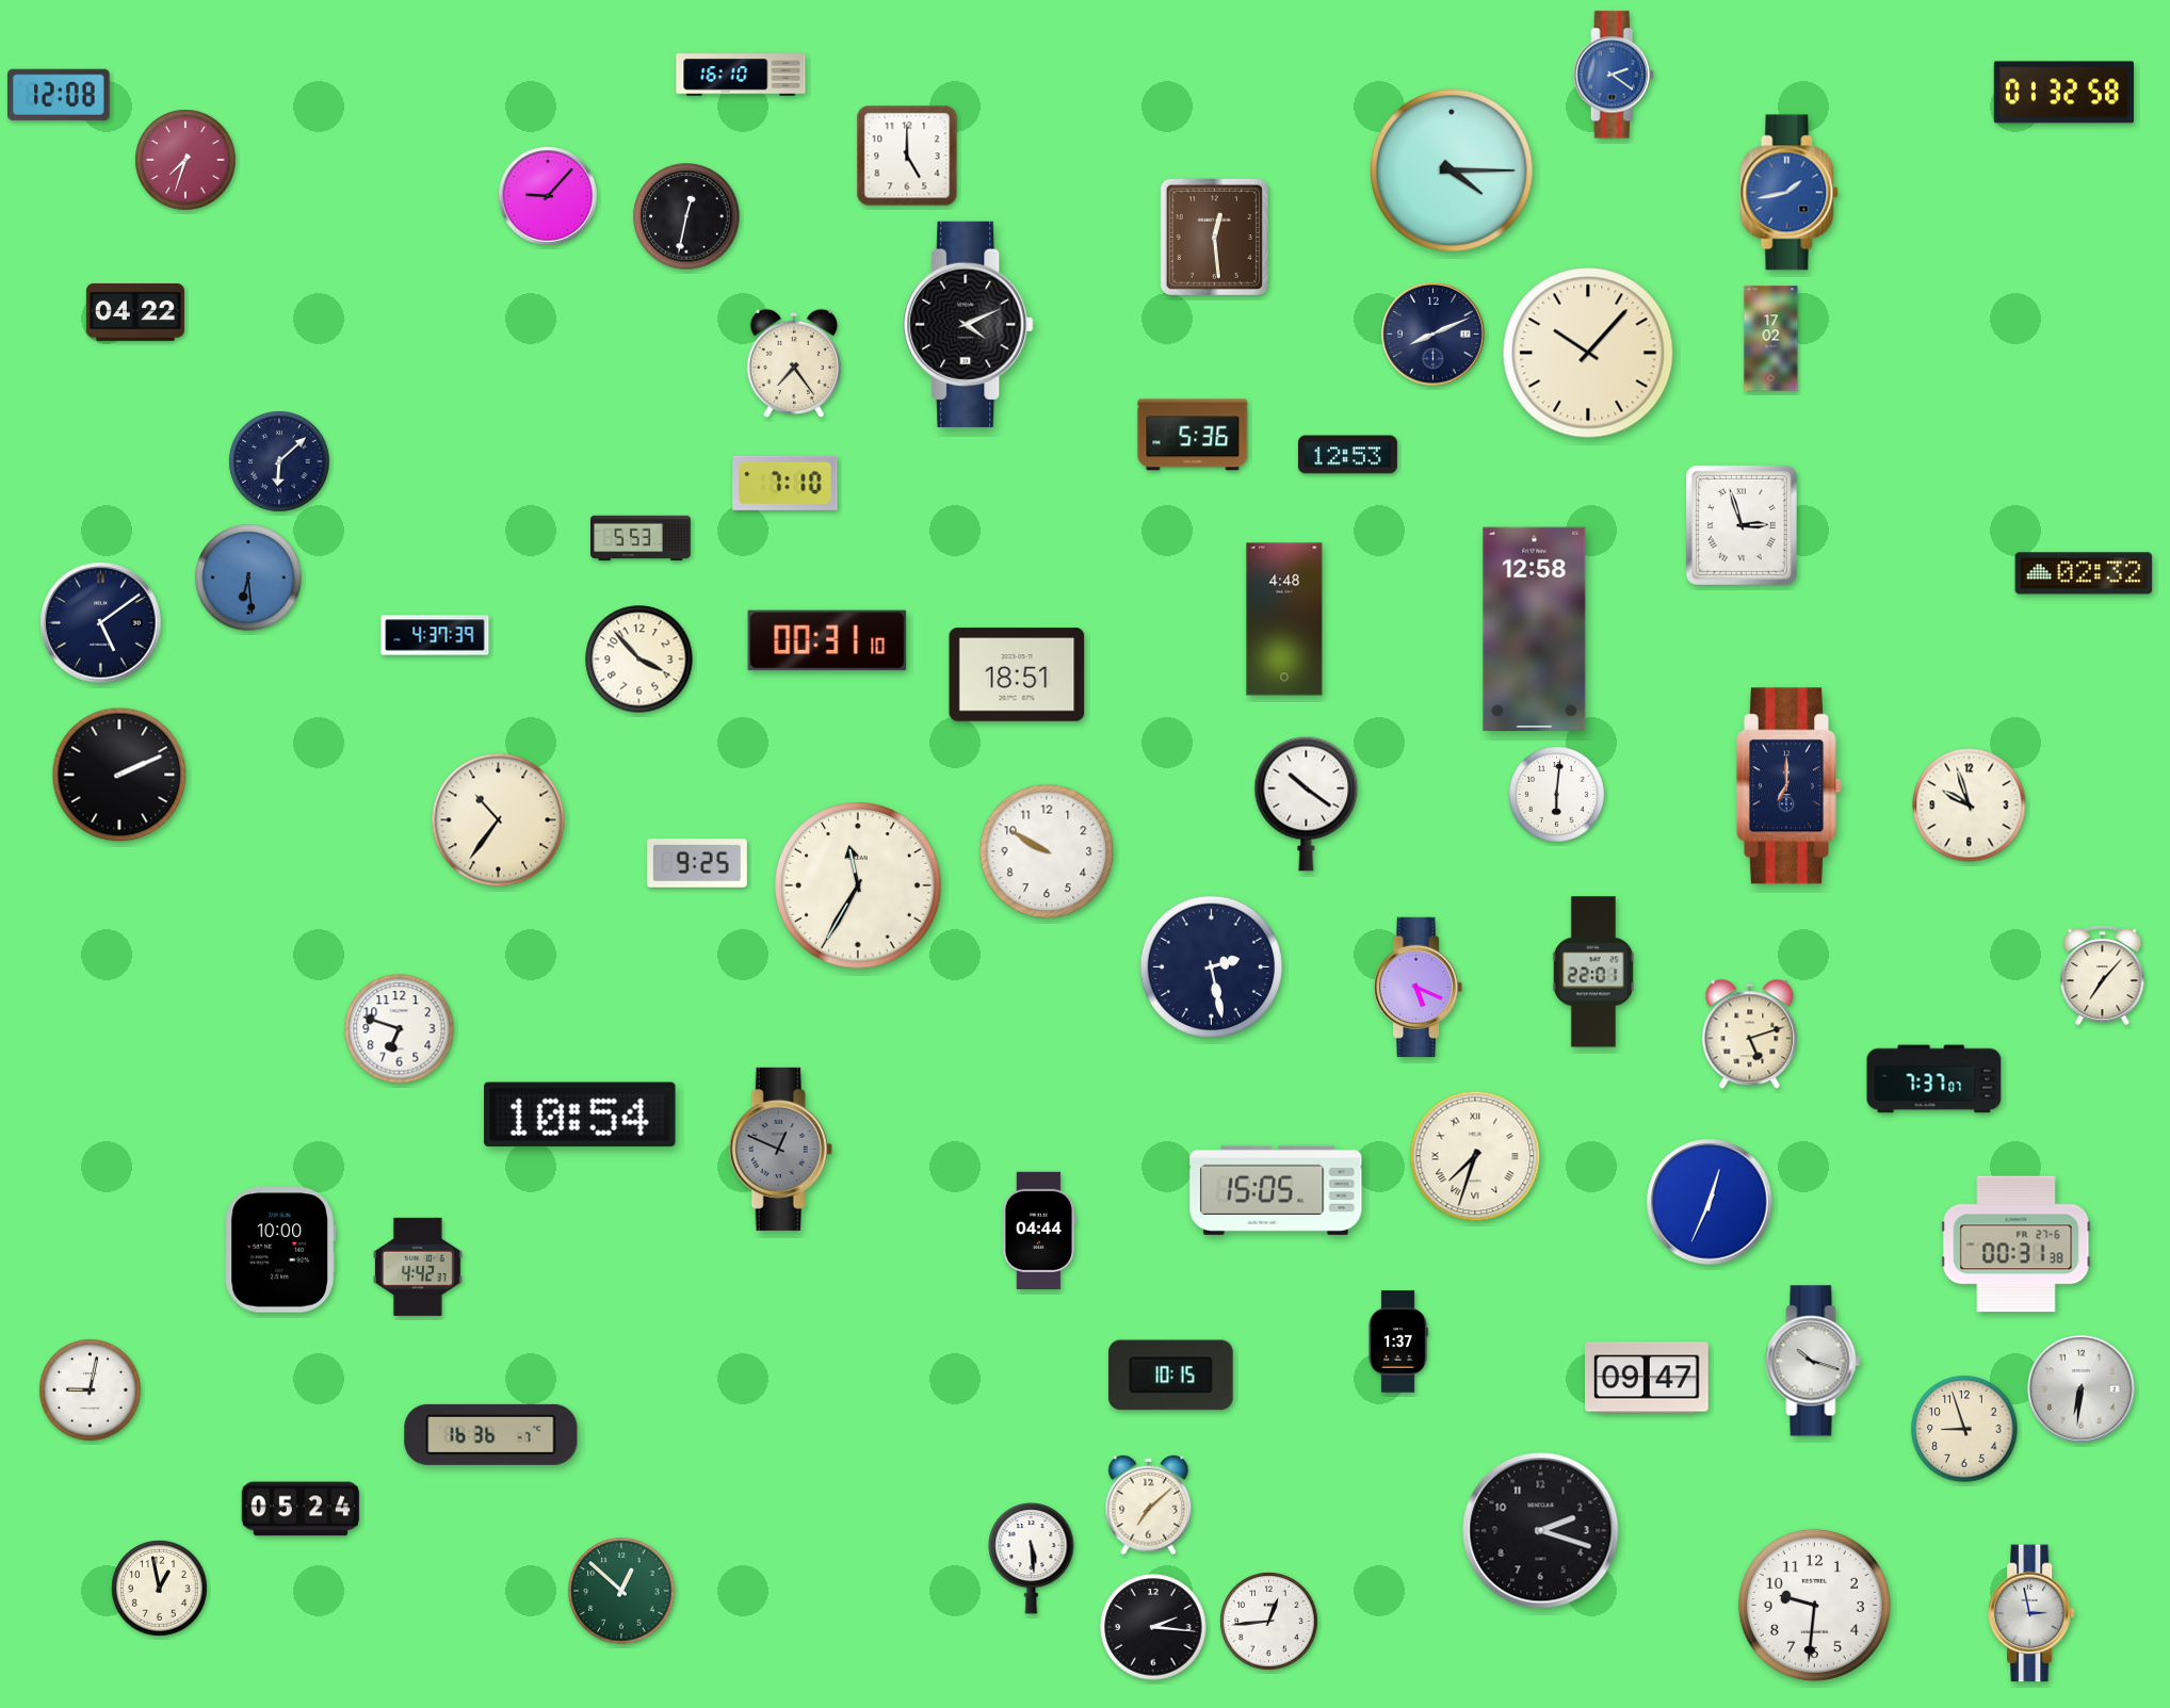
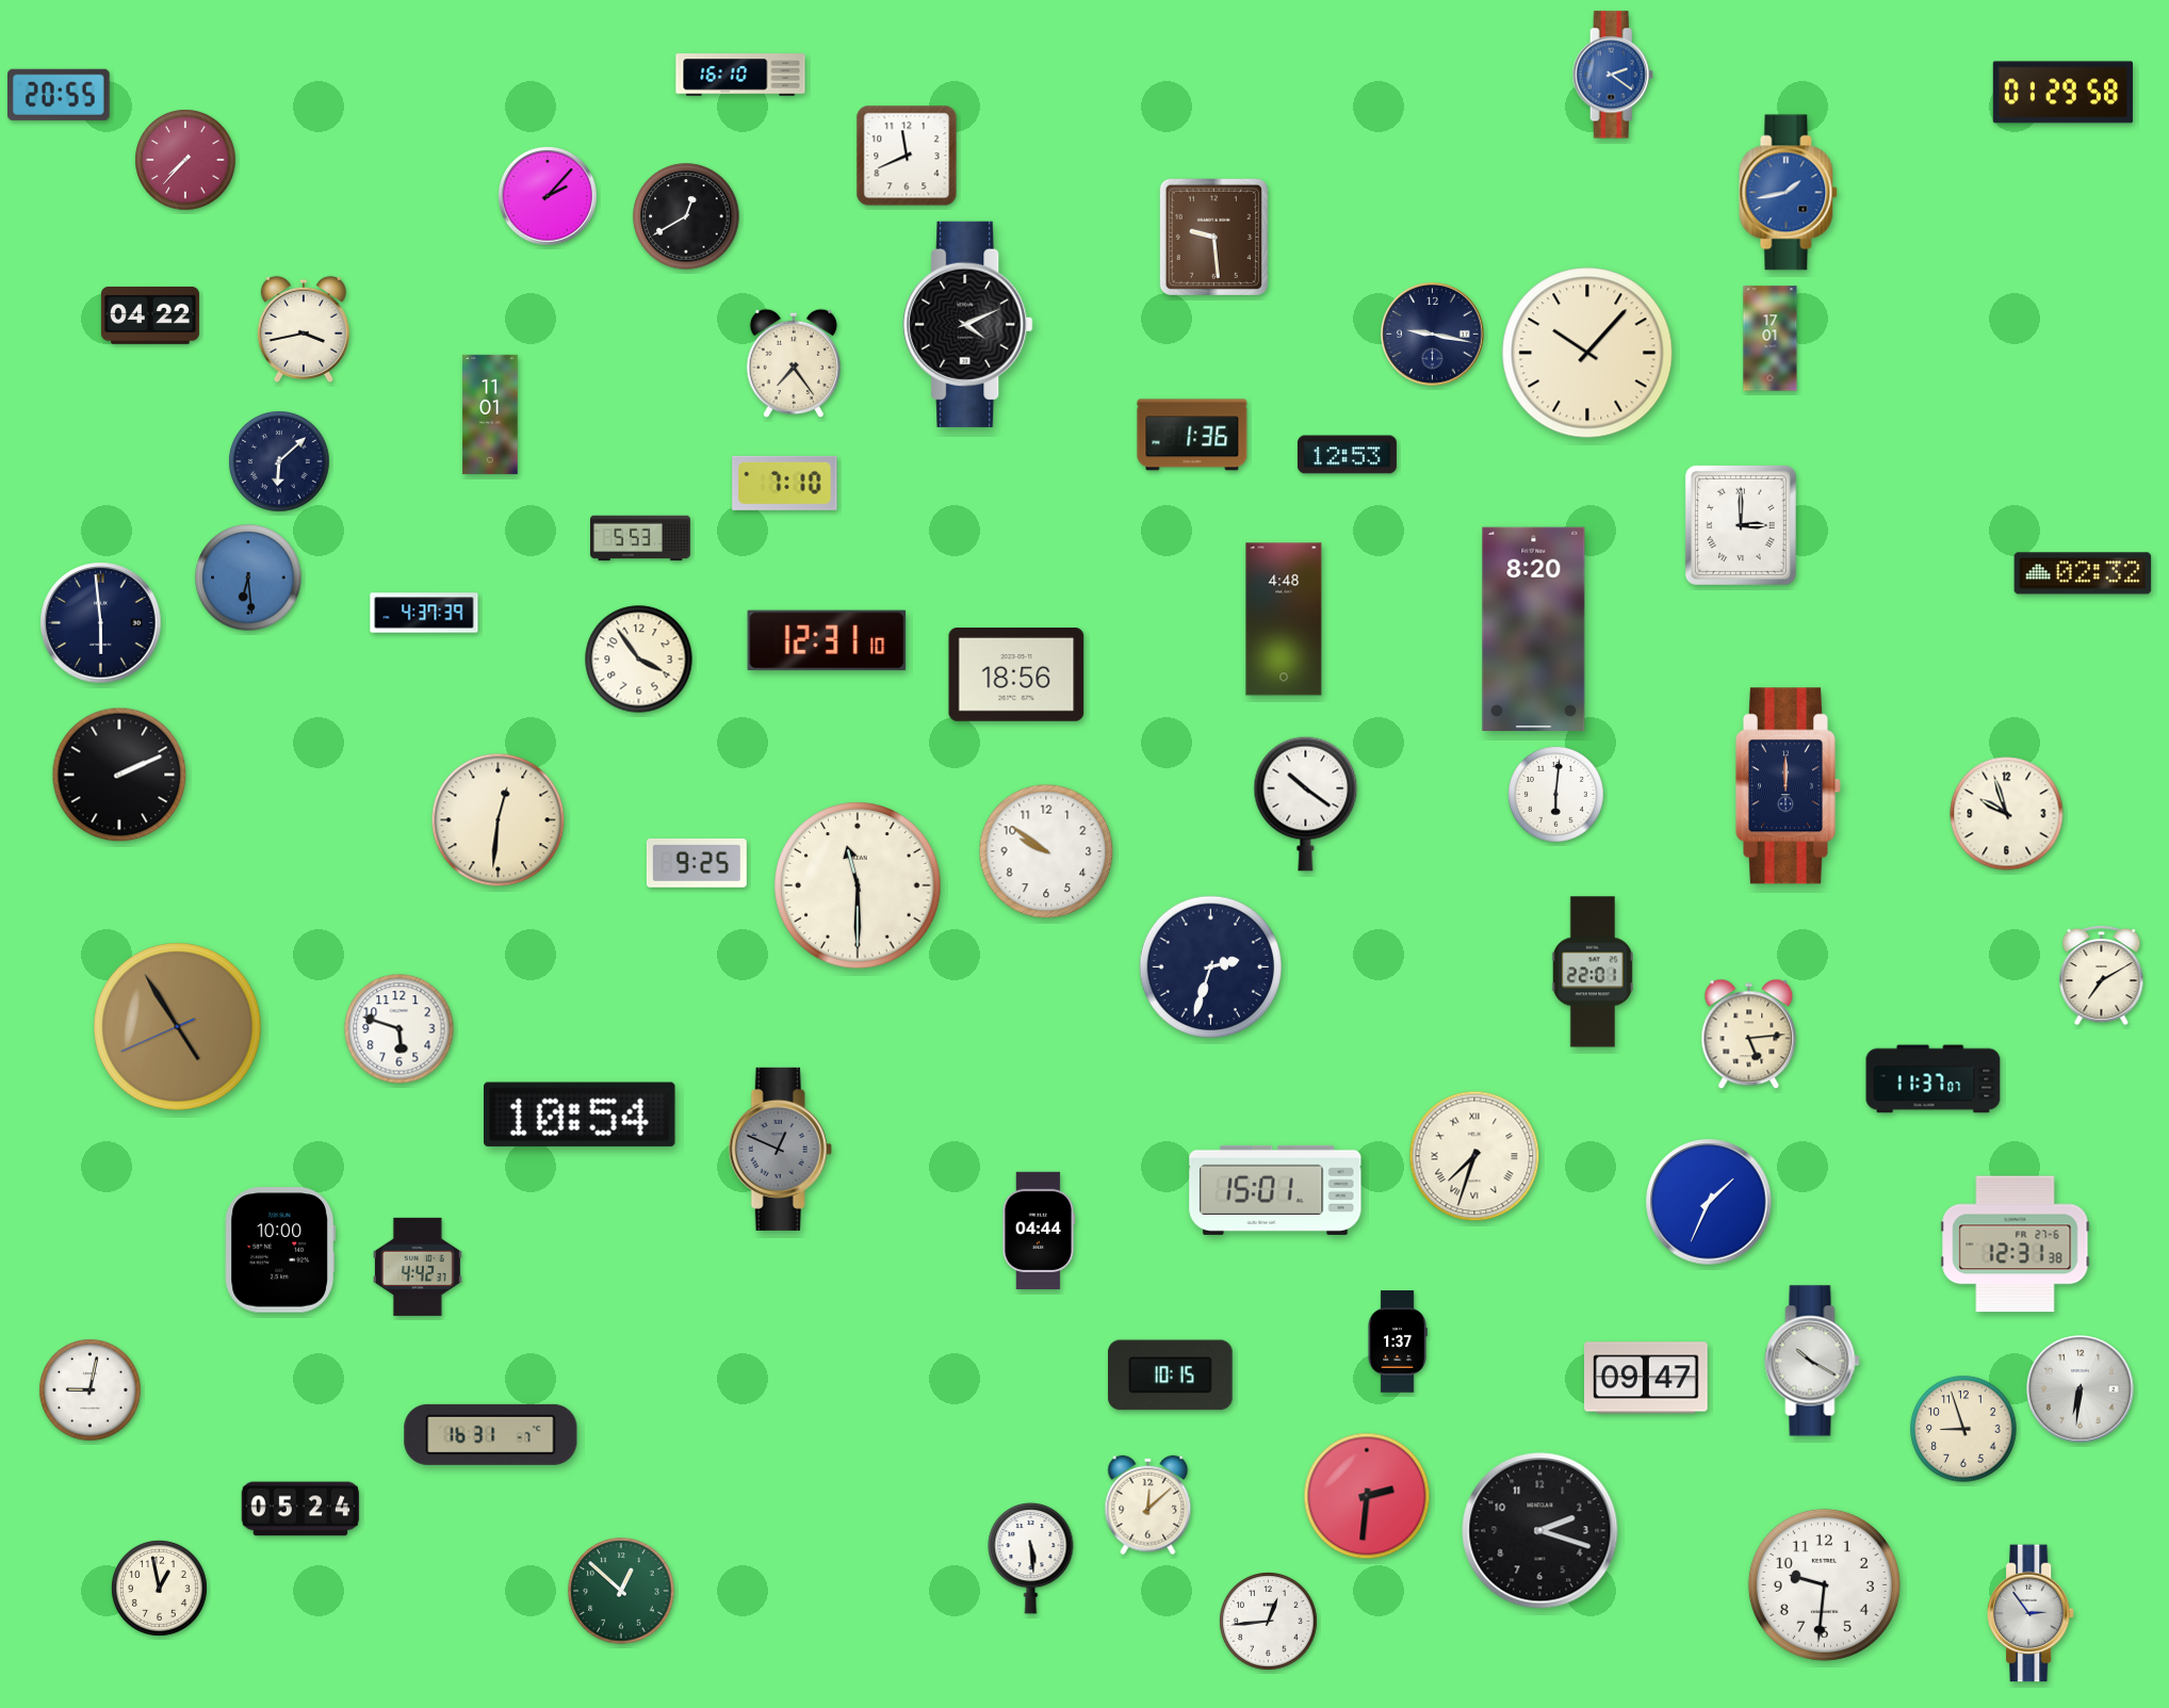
clock at (2063, 93): 01:32 -> 01:29
clock at (60, 95): 12:08 -> 20:55
clock at (907, 156): 5:00 -> 11:41
clock at (185, 160): 7:33 -> 7:37
clock at (1453, 172): 4:15 -> none
clock at (548, 196): 9:07 -> 2:07
clock at (686, 216): 12:32 -> 12:40
clock at (1214, 237): 12:29 -> 9:29
clock at (135, 312) position: (135, 312) -> (150, 315)
clock at (304, 329): none -> 3:43
clock at (1434, 335): 8:11 -> 9:17
clock at (1771, 339): 17:02 -> 17:01
clock at (490, 414): none -> 11:01
clock at (1193, 435): 5:36 -> 1:36
clock at (1742, 525): 2:57 -> 3:00
clock at (101, 623): 5:09 -> 5:59
clock at (1535, 630): 12:58 -> 8:20
clock at (435, 635) position: (435, 635) -> (424, 613)
clock at (827, 640): 00:31 -> 12:31
clock at (639, 660): 3:53 -> 3:54
clock at (1017, 676): 18:51 -> 18:56
clock at (1788, 786): 7:00 -> 12:00
clock at (1970, 806) position: (1970, 806) -> (2007, 814)
clock at (499, 820): 10:36 -> 12:31
clock at (1047, 851): 9:50 -> 9:51
clock at (858, 885): 11:35 -> 11:30
clock at (1211, 966): 2:28 -> 2:33
clock at (2103, 975): 7:07 -> 7:10
clock at (1420, 987): 5:19 -> none
clock at (178, 1027): none -> 4:54
clock at (400, 1029): 6:48 -> 5:48
clock at (1750, 1035): 5:12 -> 5:14
clock at (1934, 1079): 7:37 -> 11:37
clock at (1276, 1190): 15:05 -> 15:01
clock at (1710, 1202): 12:34 -> 1:34
clock at (2017, 1245): 00:31 -> 12:31
clock at (1813, 1361): 10:18 -> 10:20
clock at (491, 1434): 16:36 -> 16:31
clock at (1367, 1496): none -> 2:31
clock at (1149, 1506): 7:08 -> 12:08
clock at (1814, 1605) position: (1814, 1605) -> (1824, 1584)
clock at (2031, 1613): 2:58 -> 2:54
clock at (1153, 1627): 2:16 -> none
